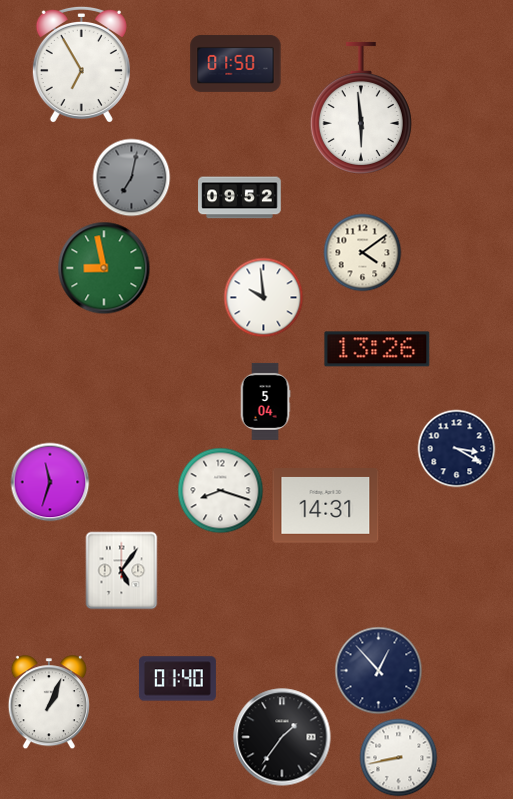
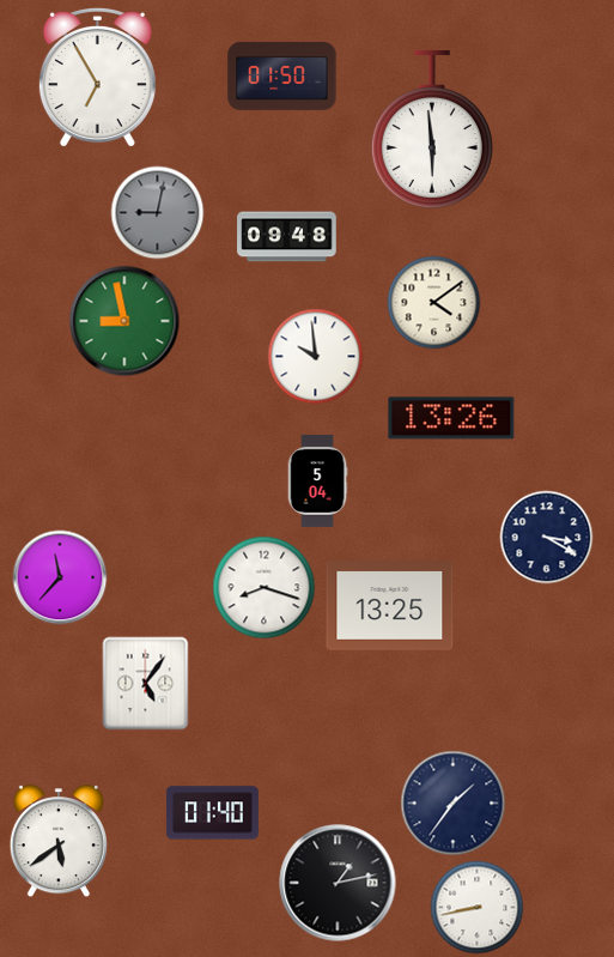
clock at (131, 177): 7:02 -> 9:02
clock at (240, 198): 09:52 -> 09:48
clock at (50, 482): 11:33 -> 11:37
clock at (326, 506): 14:31 -> 13:25
clock at (378, 670): 12:53 -> 1:36
clock at (49, 702): 1:04 -> 5:39
clock at (282, 737): 1:36 -> 1:13
